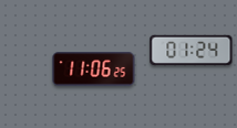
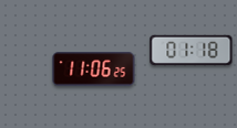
clock at (192, 50): 01:24 -> 01:18
